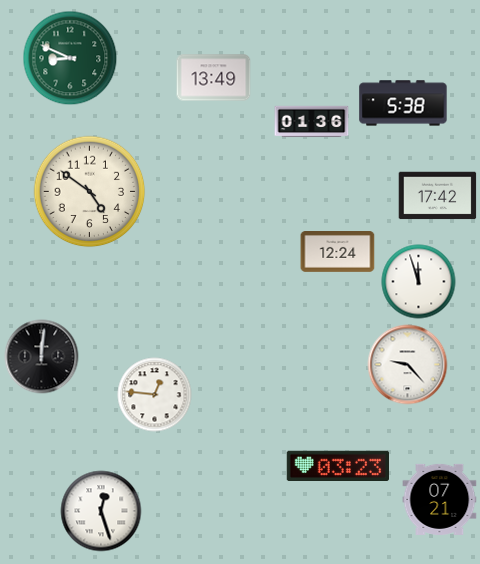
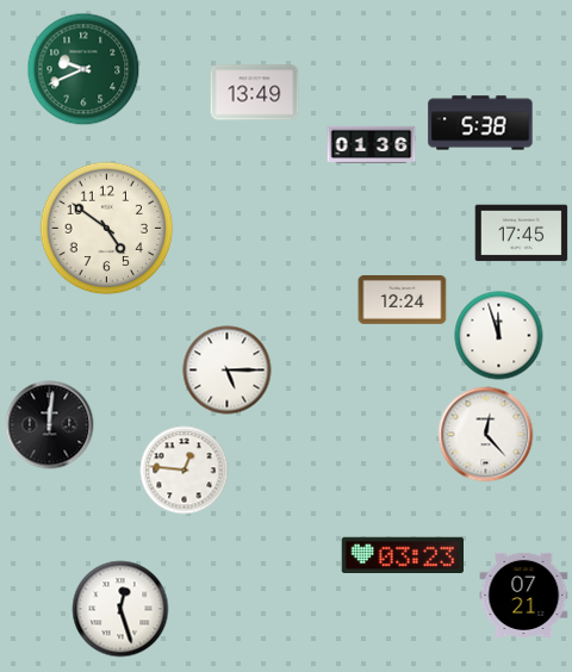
clock at (70, 58): 8:49 -> 9:41
clock at (438, 196): 17:42 -> 17:45
clock at (228, 371): none -> 5:15
clock at (408, 365): 9:23 -> 12:23
